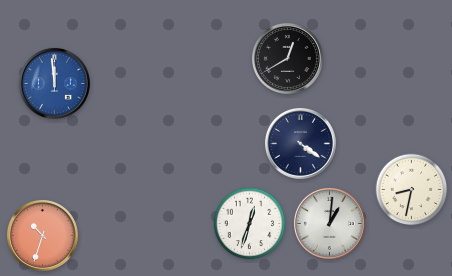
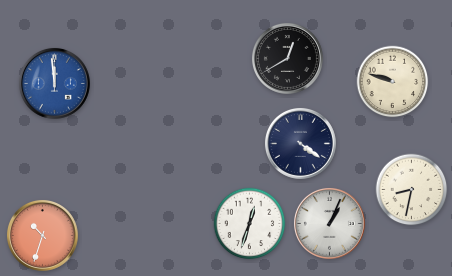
clock at (393, 82): none -> 9:48
clock at (329, 223): 1:01 -> 1:04
